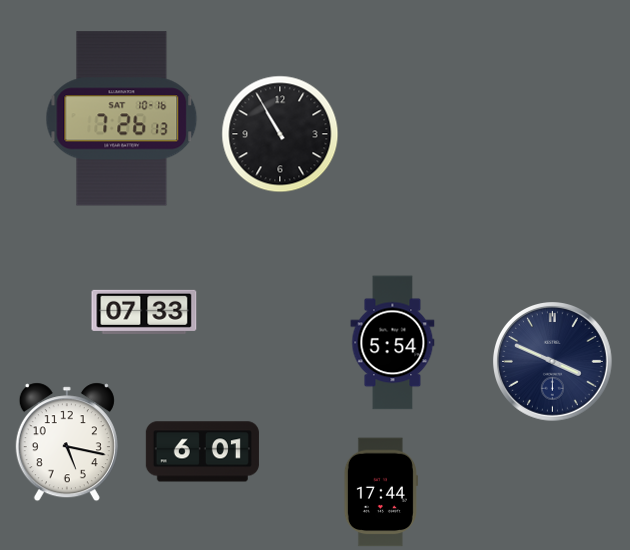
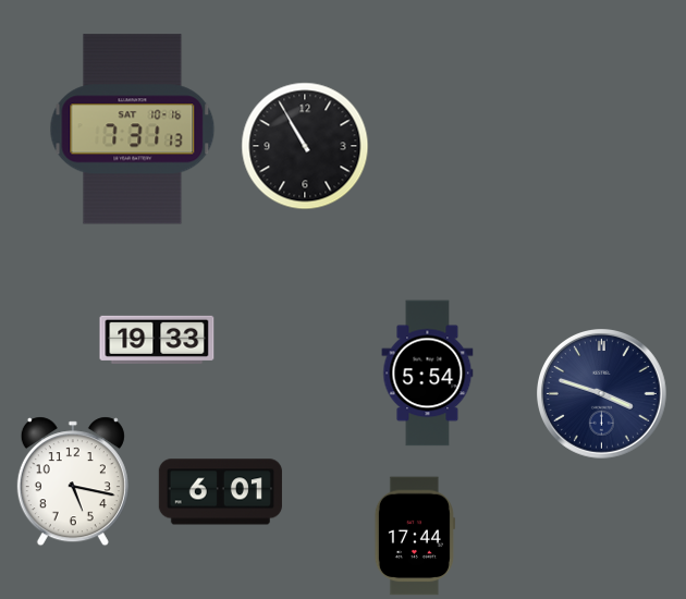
clock at (122, 119): 7:26 -> 7:31
clock at (144, 312): 07:33 -> 19:33
clock at (553, 362): 3:49 -> 3:48
